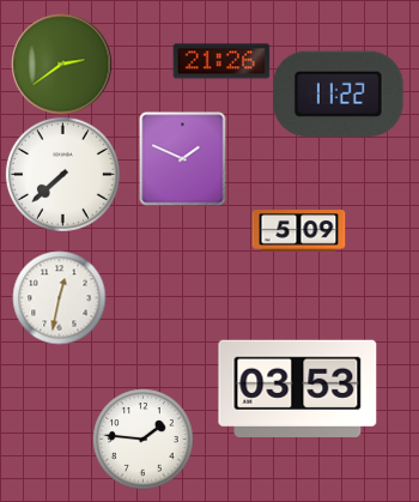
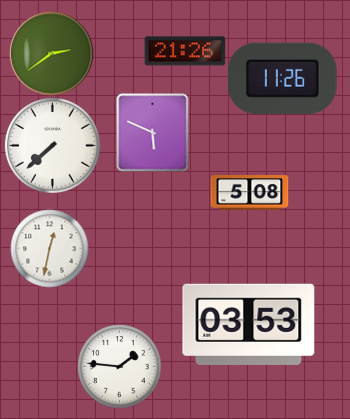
clock at (339, 93): 11:22 -> 11:26
clock at (183, 158): 1:49 -> 5:49
clock at (298, 231): 5:09 -> 5:08
